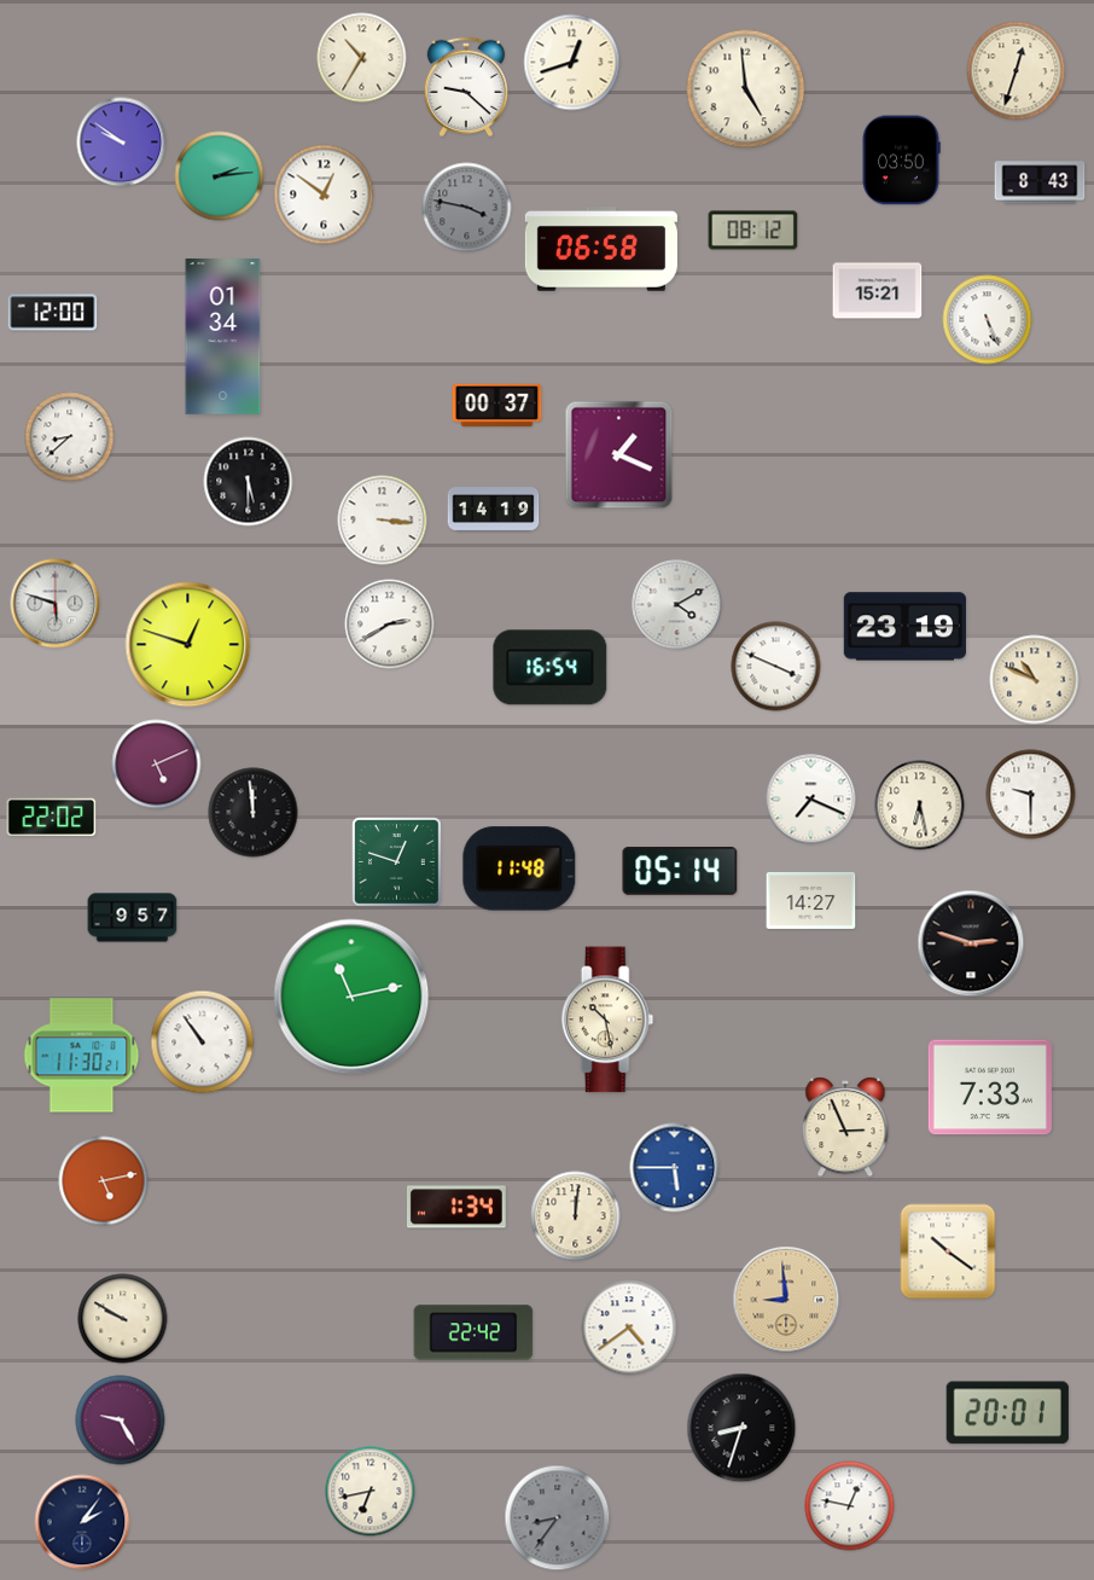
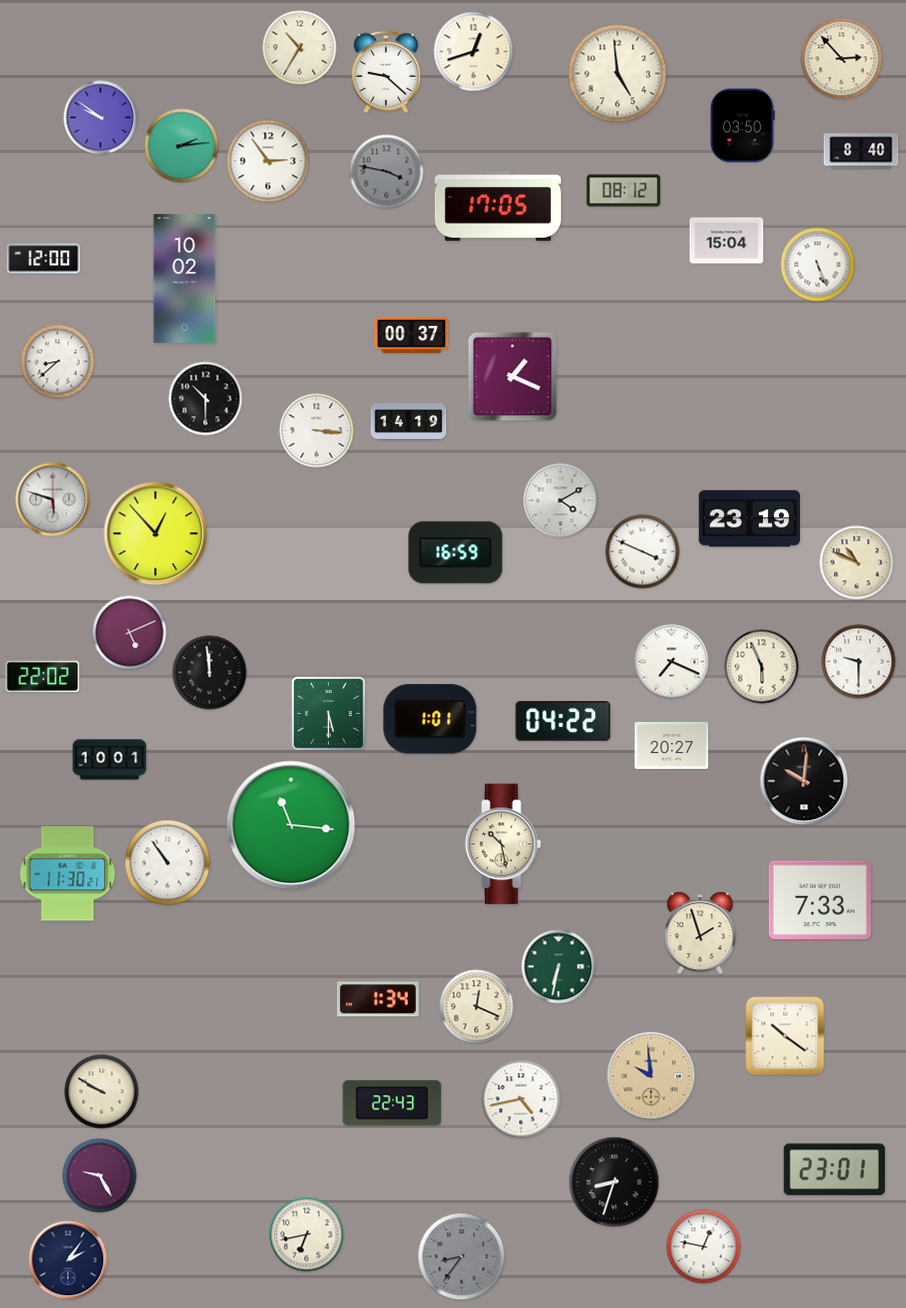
clock at (1017, 71): 12:33 -> 2:53
clock at (901, 161) position: (901, 161) -> (742, 126)
clock at (1040, 182): 8:43 -> 8:40
clock at (324, 194): 12:51 -> 2:54
clock at (601, 250): 06:58 -> 17:05
clock at (878, 291): 15:21 -> 15:04
clock at (223, 337): 01:34 -> 10:02
clock at (249, 482): 5:30 -> 10:30
clock at (56, 604) position: (56, 604) -> (53, 500)
clock at (390, 625): 2:40 -> none
clock at (188, 645): 12:48 -> 12:53
clock at (551, 668): 16:54 -> 16:59
clock at (1031, 795) position: (1031, 795) -> (859, 662)
clock at (920, 806): 6:28 -> 5:56
clock at (397, 862): 12:48 -> 5:30
clock at (519, 869): 11:48 -> 1:01
clock at (680, 871): 05:14 -> 04:22
clock at (811, 900): 14:27 -> 20:27
clock at (133, 918): 9:57 -> 10:01
clock at (971, 943): 2:48 -> 10:01
clock at (351, 997): 11:13 -> 11:16
clock at (845, 1127): 2:56 -> 1:57
clock at (675, 1168): 5:45 -> 6:32
clock at (675, 1168) dial: blue -> green
clock at (104, 1181): 5:13 -> none
clock at (576, 1216): 12:01 -> 12:19
clock at (786, 1300): 8:59 -> 9:59
clock at (629, 1328): 4:39 -> 4:43
clock at (473, 1332): 22:42 -> 22:43
clock at (1007, 1413): 20:01 -> 23:01
